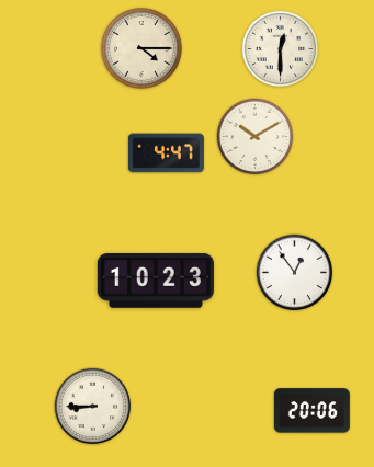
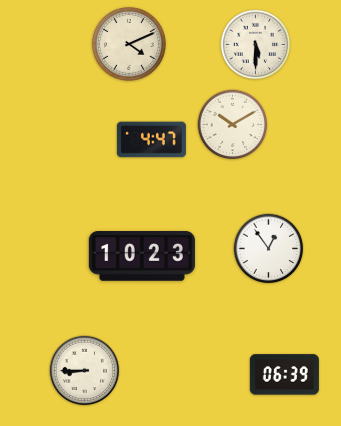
clock at (141, 48): 4:15 -> 4:11
clock at (281, 49): 12:30 -> 5:30
clock at (311, 411): 20:06 -> 06:39
